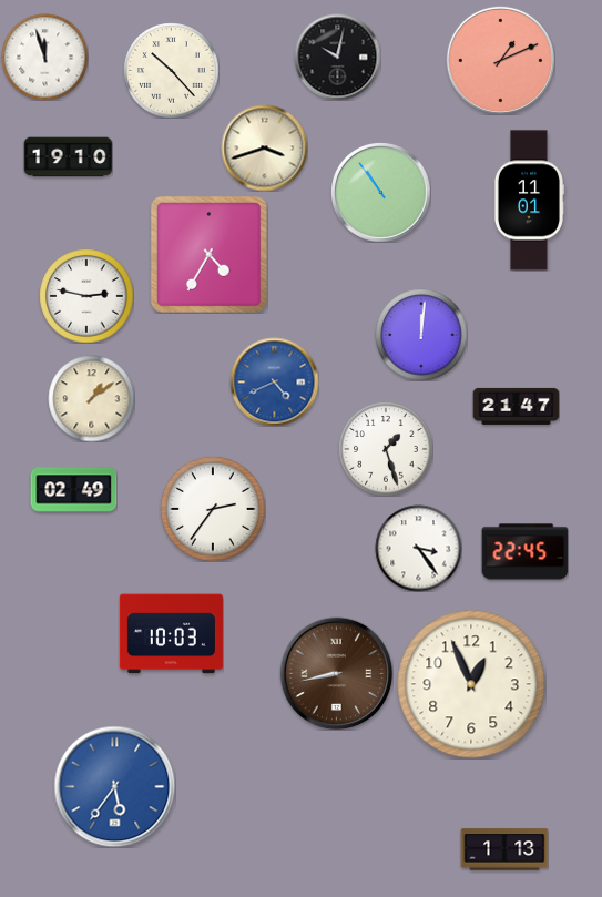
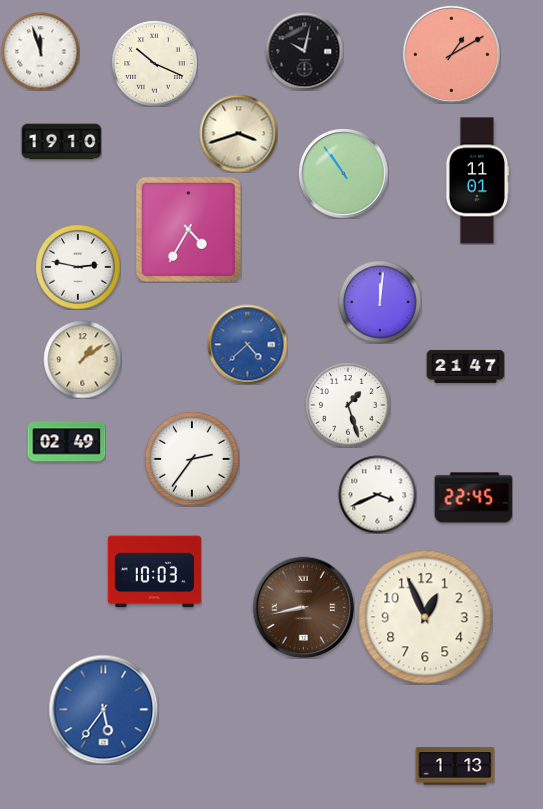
clock at (500, 60): 1:11 -> 1:10
clock at (171, 70): 10:23 -> 10:19
clock at (274, 381): 4:41 -> 4:38
clock at (418, 548): 3:24 -> 3:41
